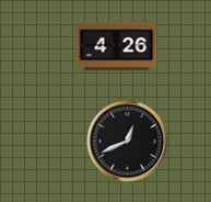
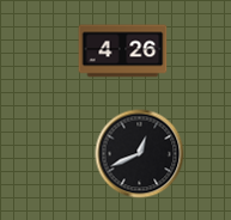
clock at (117, 47) position: (117, 47) -> (123, 51)
